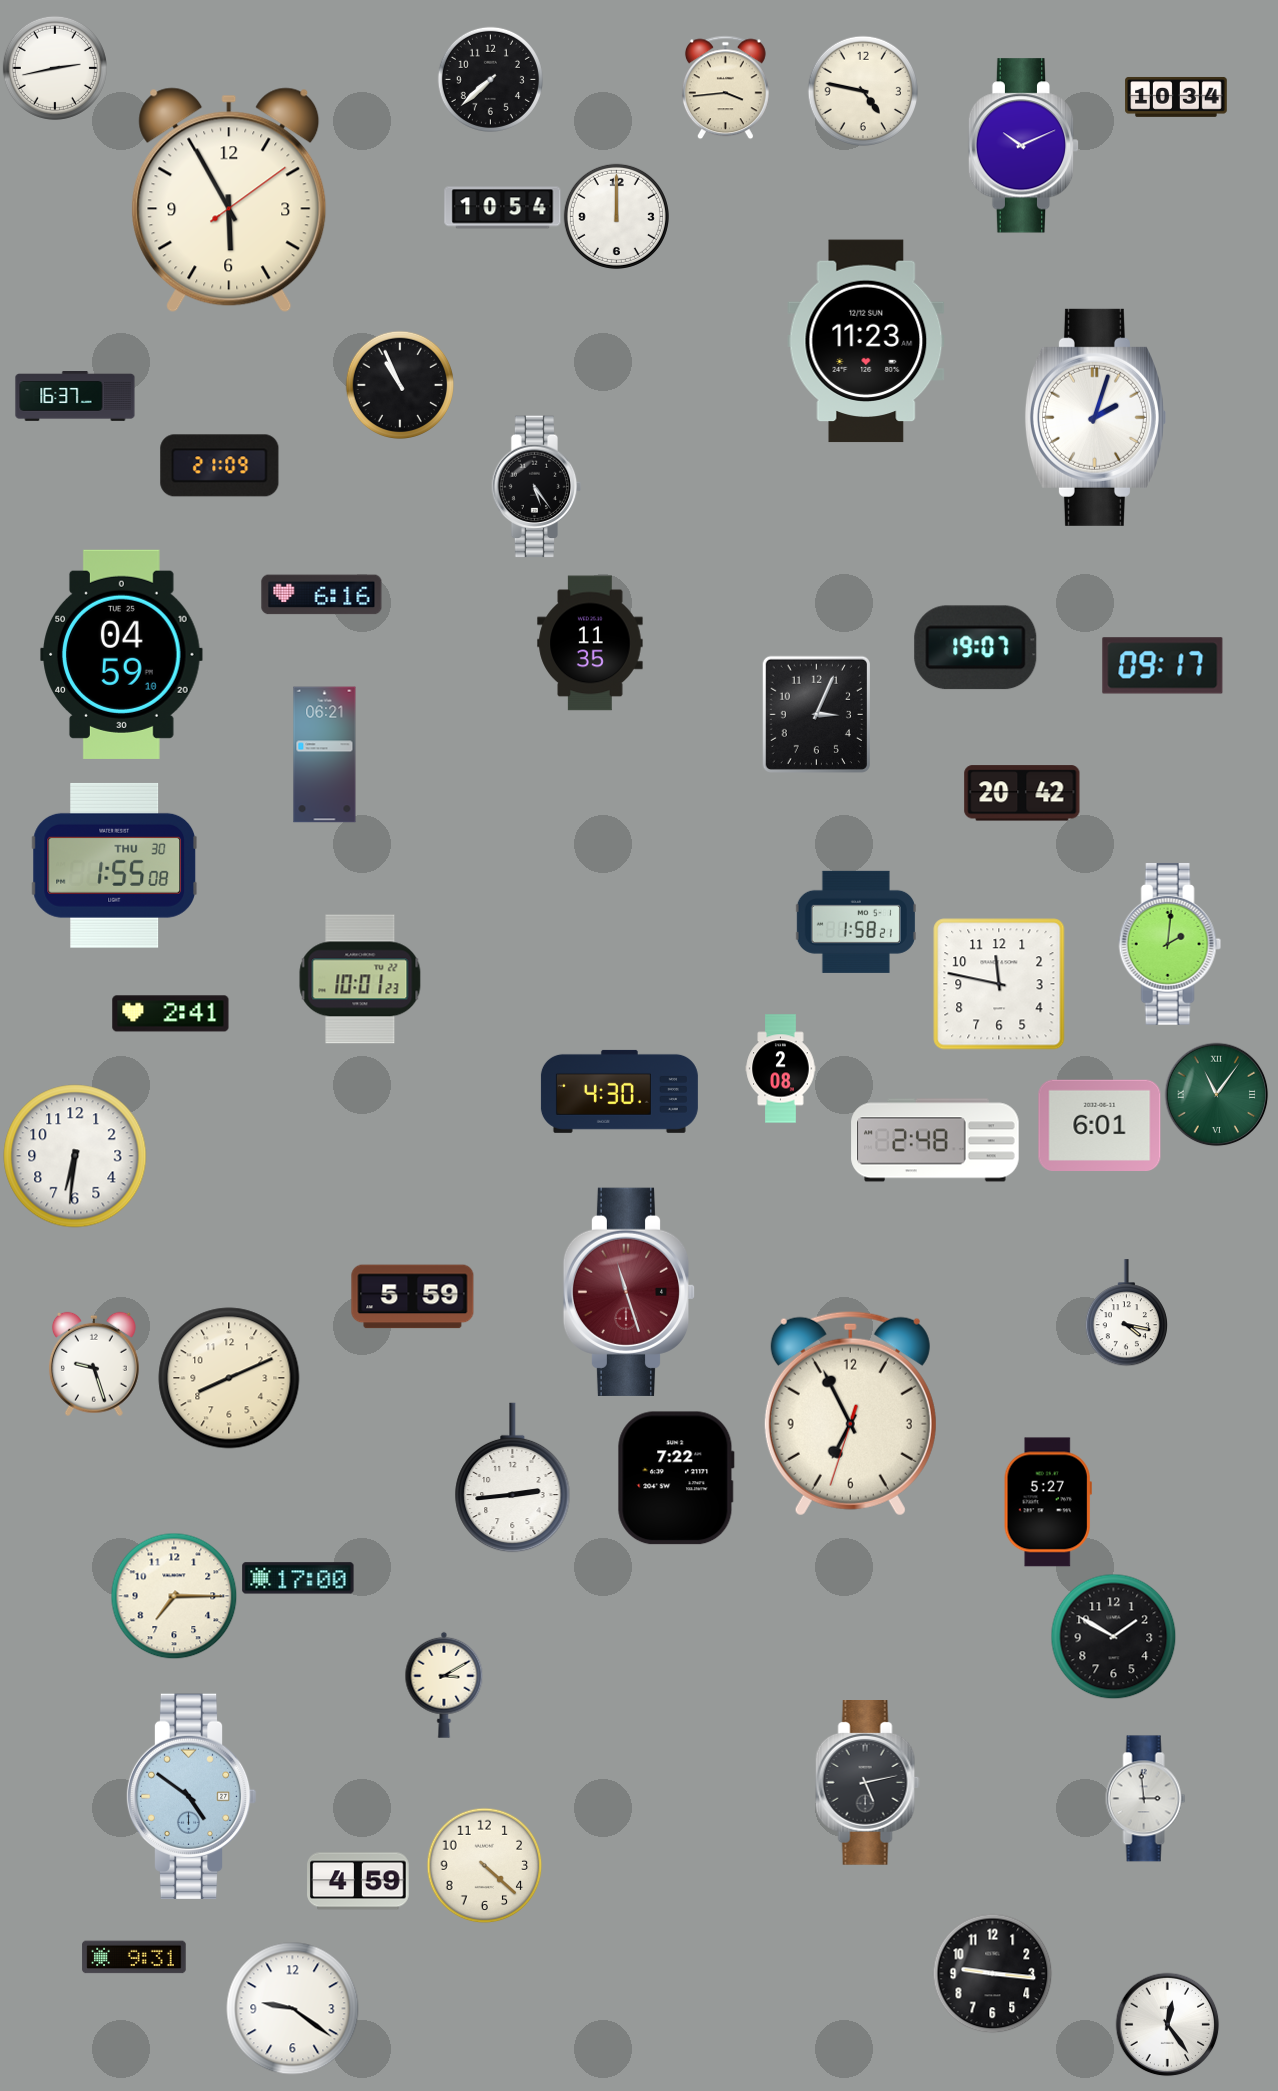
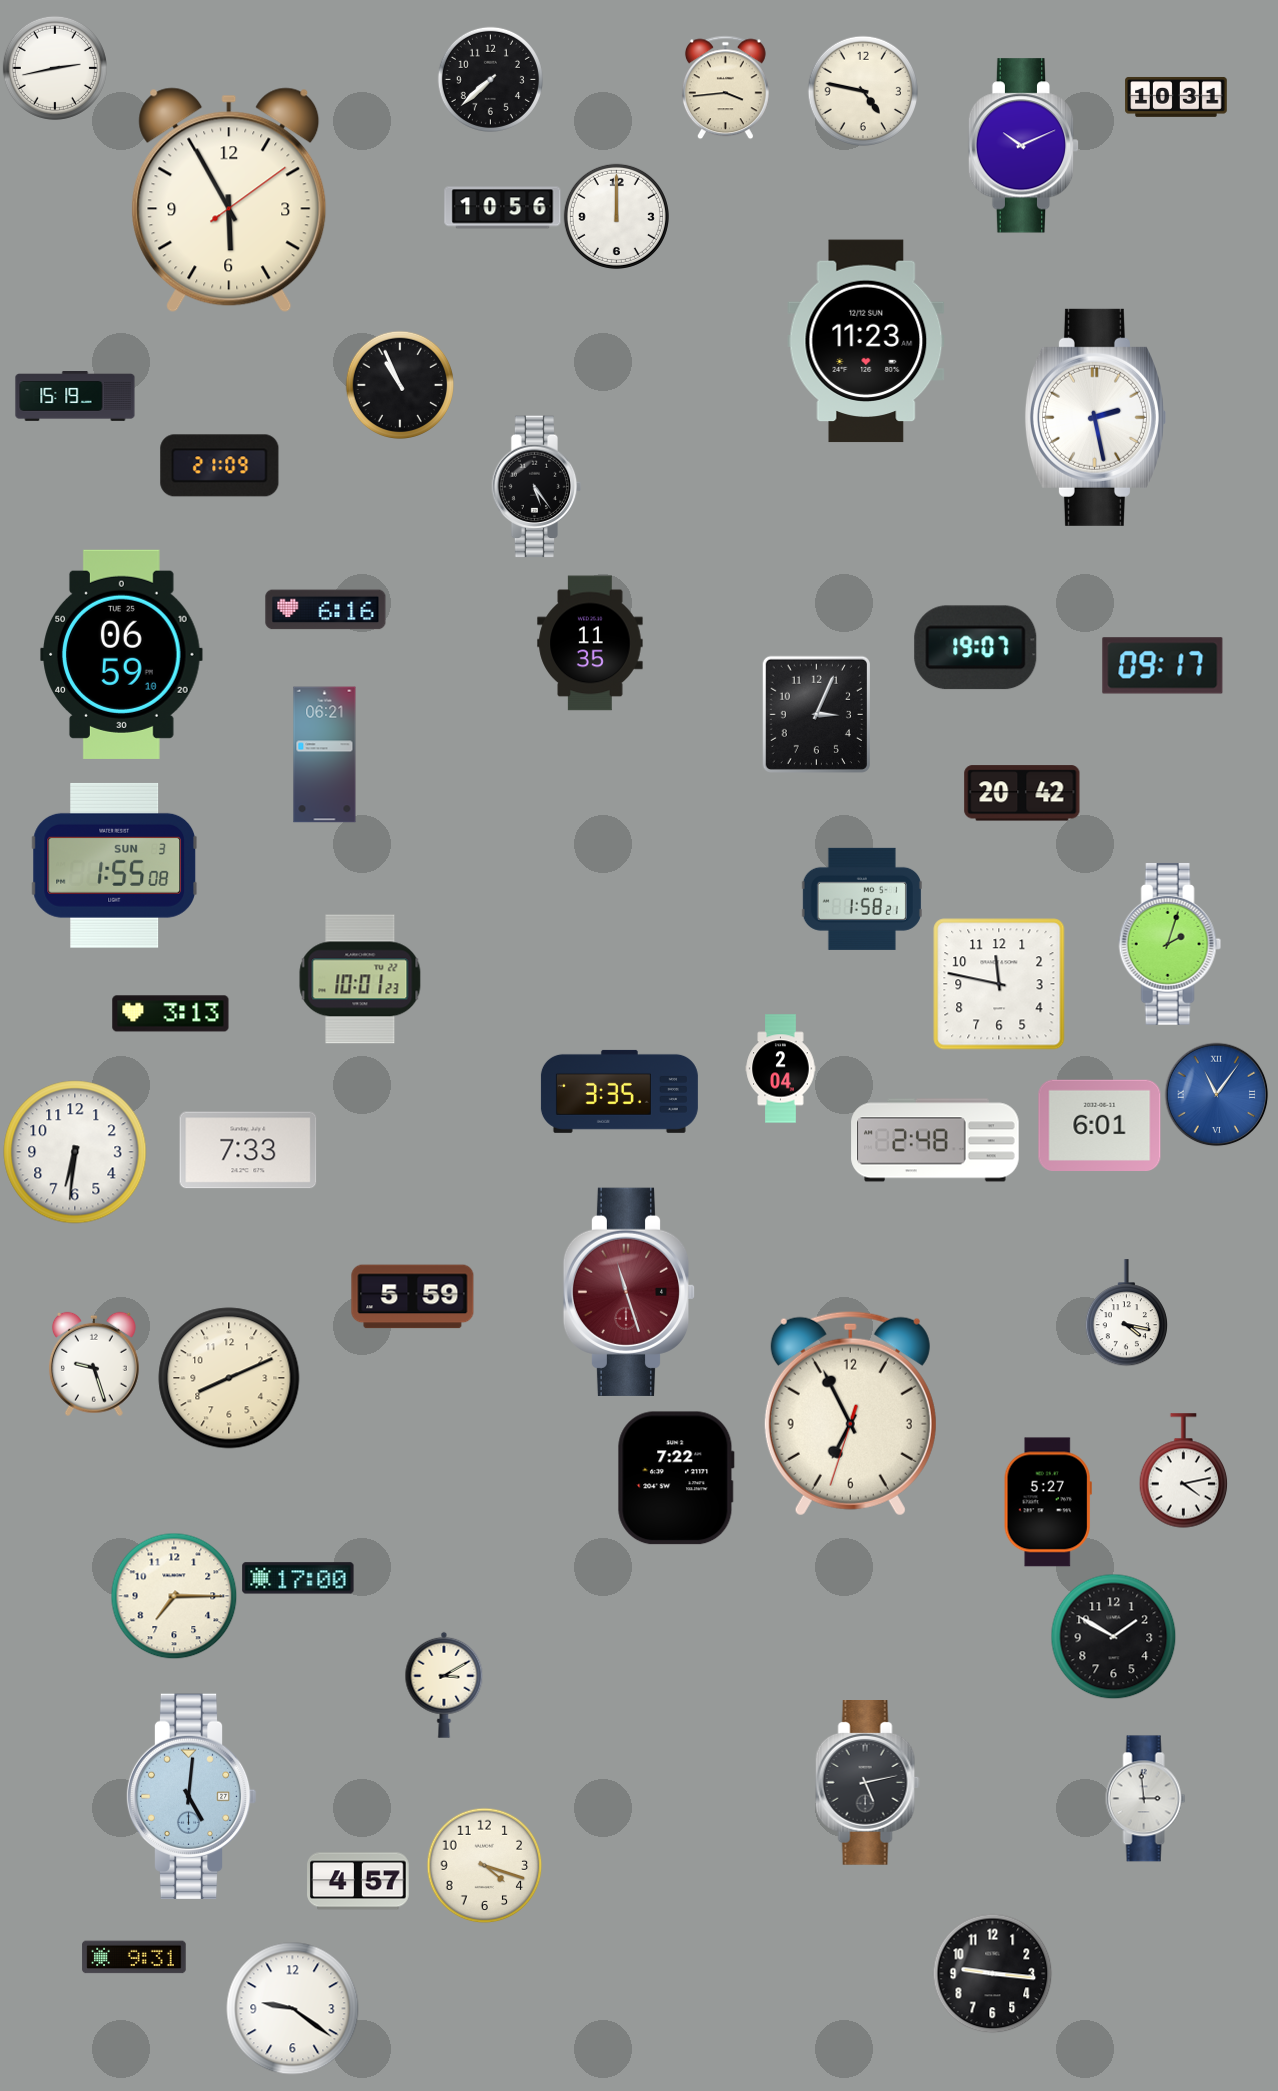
clock at (1176, 97): 10:34 -> 10:31
clock at (503, 208): 10:54 -> 10:56
clock at (75, 397): 16:37 -> 15:19
clock at (1095, 417): 2:03 -> 2:28
clock at (322, 595) position: (322, 595) -> (326, 610)
clock at (122, 654): 04:59 -> 06:59
clock at (114, 865) date: THU 30 -> SUN 3
clock at (856, 922) position: (856, 922) -> (862, 899)
clock at (1170, 944): 2:01 -> 2:03
clock at (171, 1014): 2:41 -> 3:13
clock at (781, 1069): 2:08 -> 2:04
clock at (619, 1091): 4:30 -> 3:35
clock at (1216, 1094) dial: green -> blue
clock at (248, 1150): none -> 7:33
clock at (75, 1156) position: (75, 1156) -> (75, 1152)
clock at (1184, 1471): none -> 4:13
clock at (513, 1478): 2:44 -> none
clock at (191, 1796): 4:51 -> 5:01
clock at (484, 1865): 4:22 -> 4:18
clock at (358, 1881): 4:59 -> 4:57
clock at (1167, 2024): 12:24 -> none
